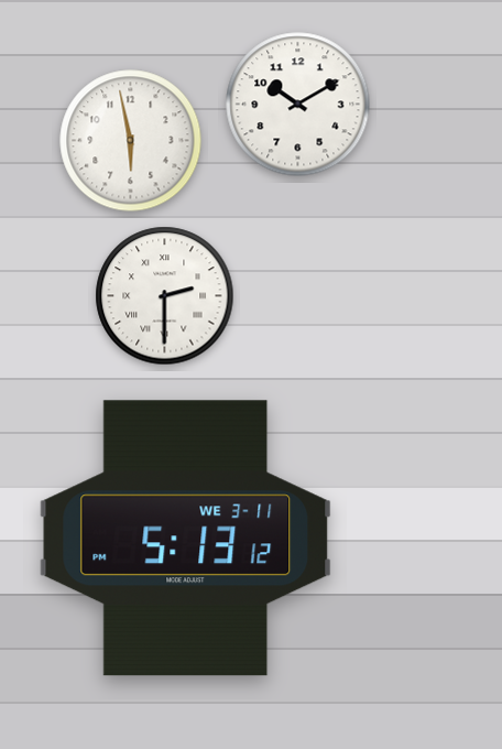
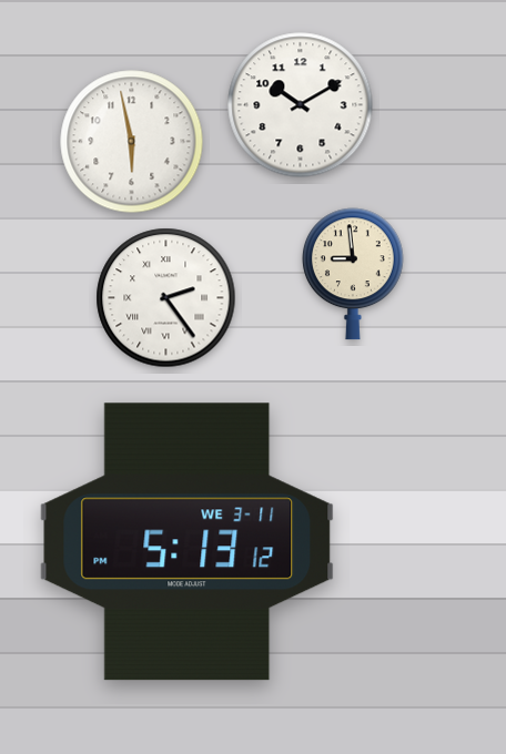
clock at (353, 274): none -> 8:59
clock at (165, 296): 2:30 -> 2:24
